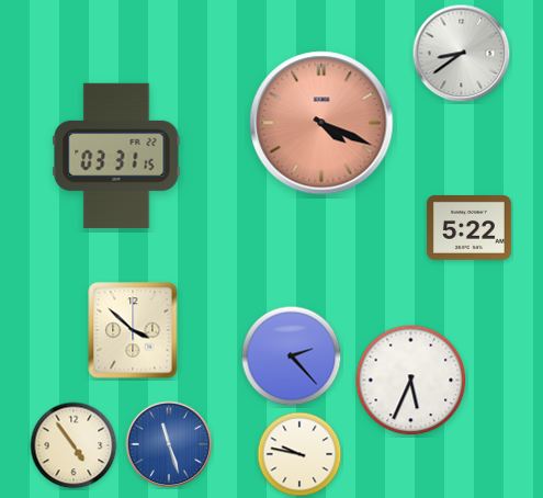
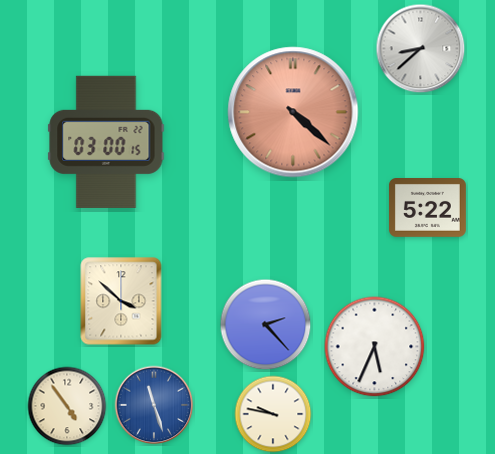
clock at (462, 54): 8:39 -> 8:38
clock at (321, 123): 4:19 -> 4:22
clock at (116, 156): 03:31 -> 03:00
